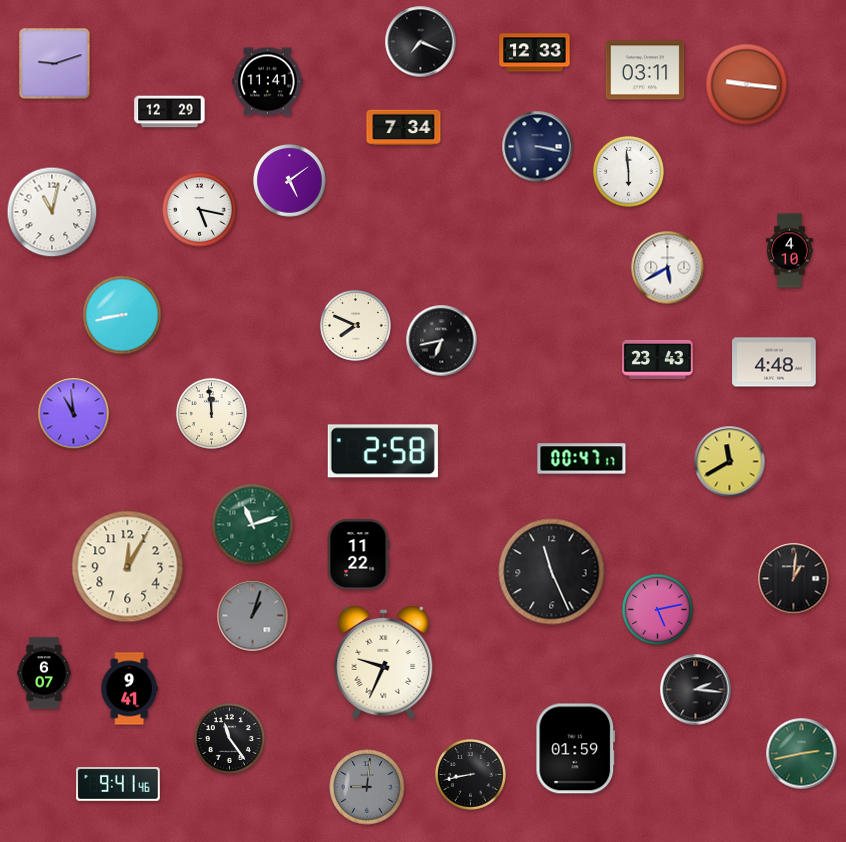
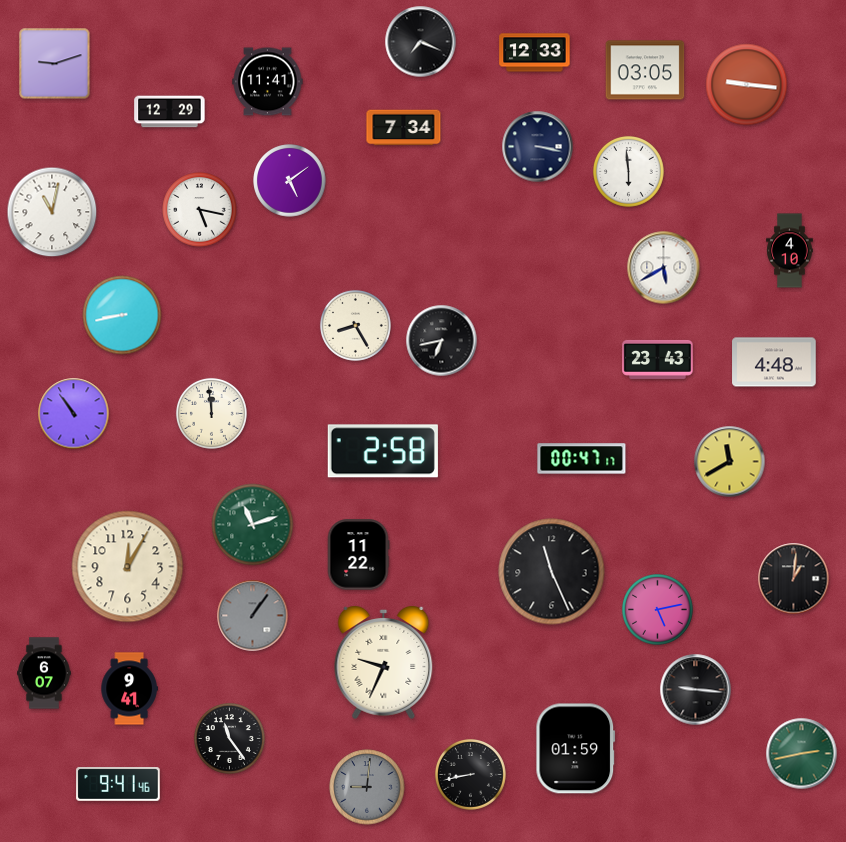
clock at (645, 70): 03:11 -> 03:05
clock at (668, 268) position: (668, 268) -> (664, 268)
clock at (355, 325): 7:49 -> 8:25
clock at (74, 414): 10:59 -> 10:54
clock at (253, 616): 1:03 -> 1:06
clock at (696, 690): 2:16 -> 9:16
